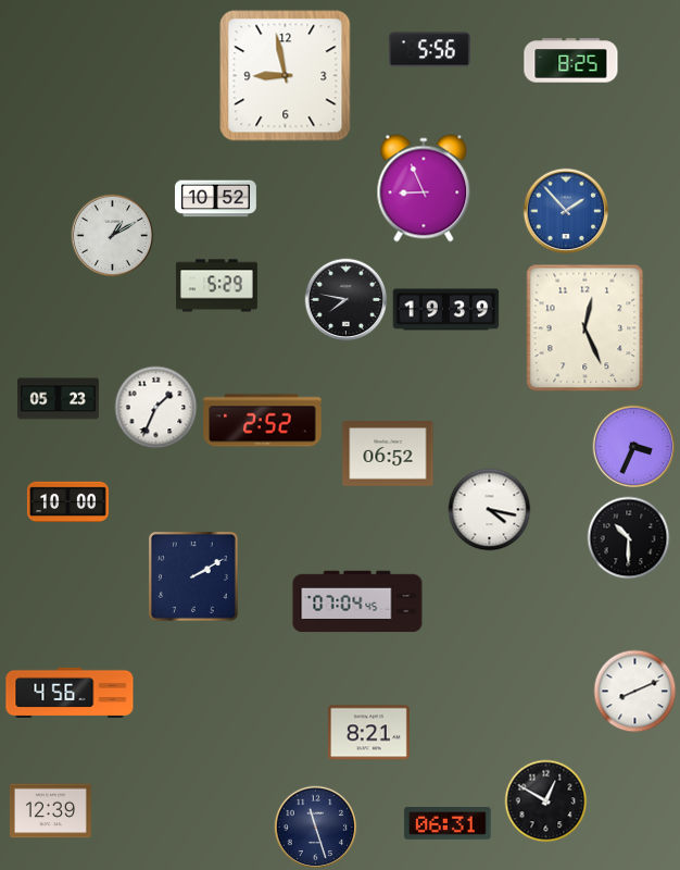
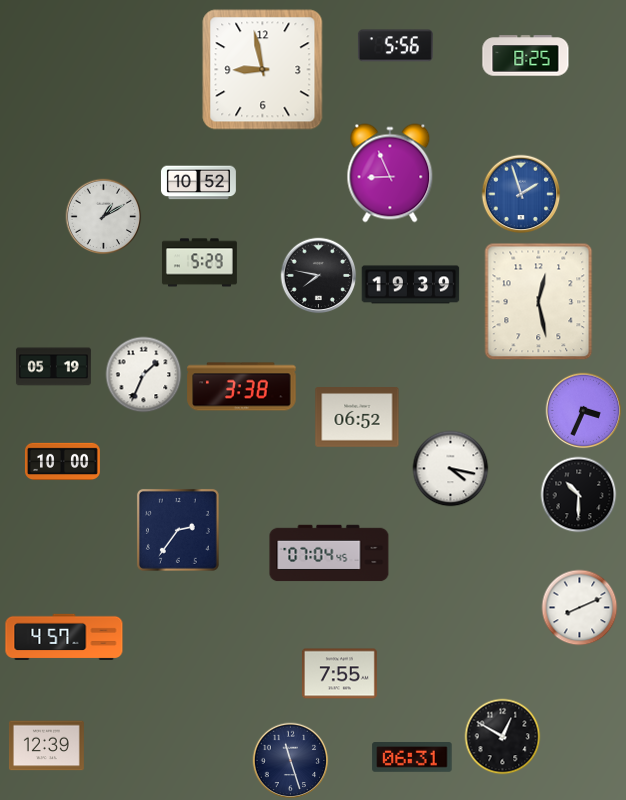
clock at (566, 211): 1:53 -> 1:57
clock at (585, 328): 12:26 -> 12:28
clock at (58, 399): 05:23 -> 05:19
clock at (263, 421): 2:52 -> 3:38
clock at (193, 576): 2:10 -> 2:36
clock at (70, 692): 4:56 -> 4:57
clock at (635, 692) position: (635, 692) -> (580, 608)
clock at (368, 733): 8:21 -> 7:55
